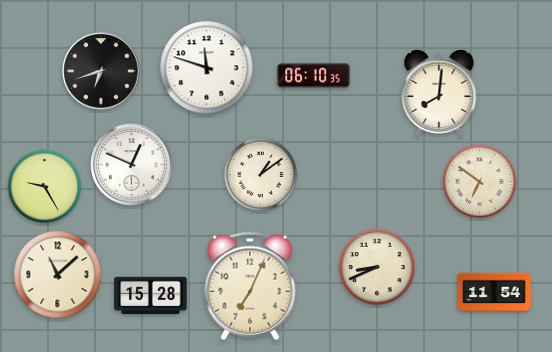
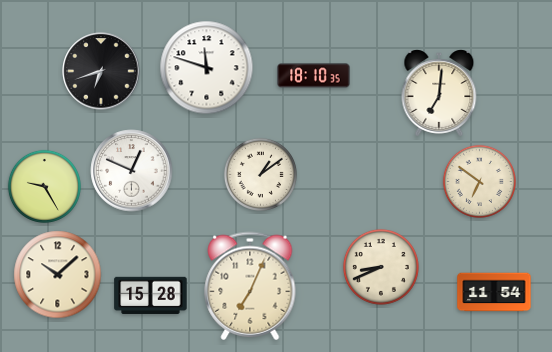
clock at (314, 76): 06:10 -> 18:10
clock at (439, 93): 8:01 -> 7:01
clock at (132, 165) position: (132, 165) -> (132, 171)
clock at (377, 267) position: (377, 267) -> (381, 267)
clock at (58, 275): 11:08 -> 10:08
